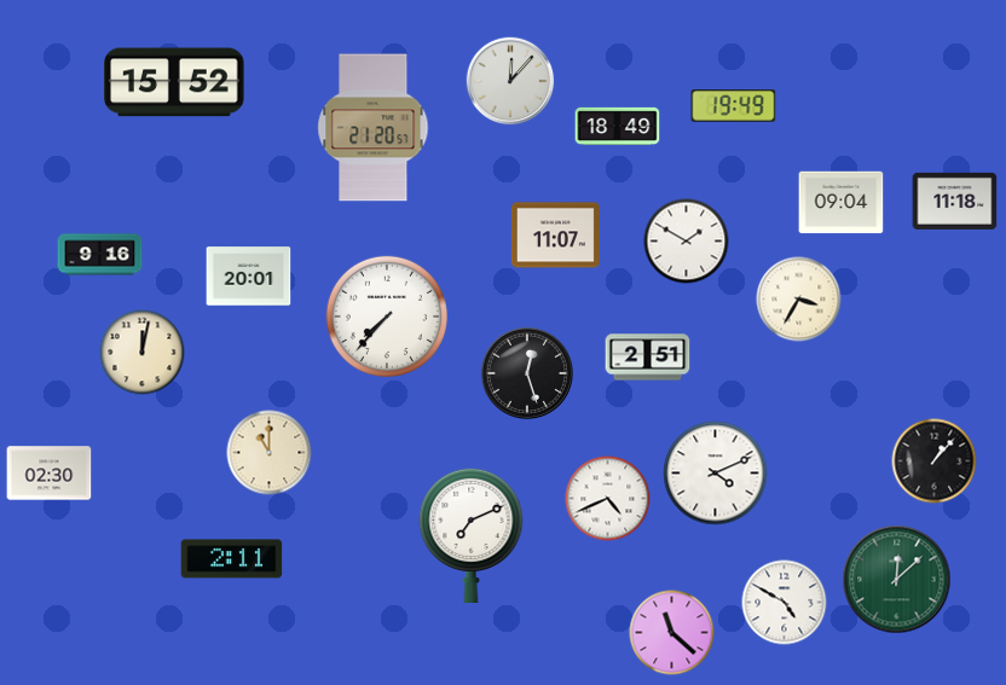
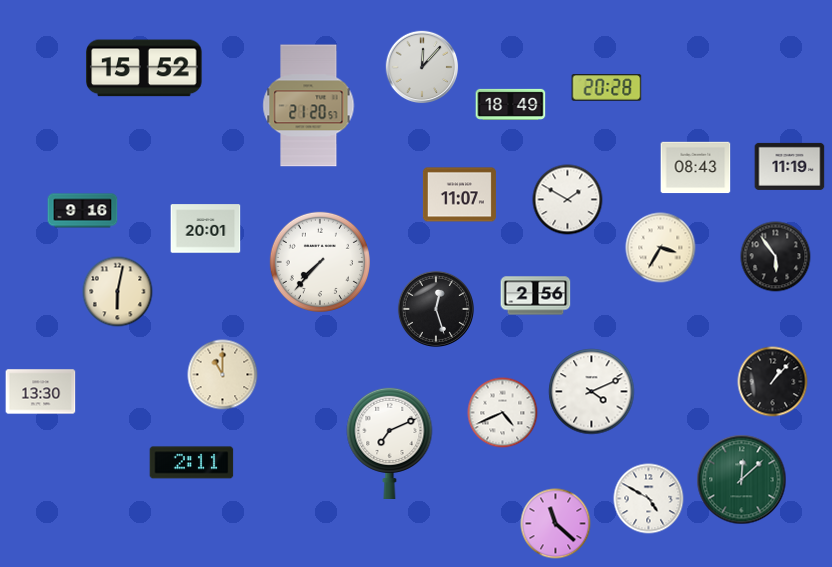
clock at (734, 106): 19:49 -> 20:28
clock at (955, 201): 11:18 -> 11:19
clock at (842, 203): 09:04 -> 08:43
clock at (776, 257): none -> 5:54
clock at (143, 353): 12:02 -> 6:02
clock at (648, 358): 2:51 -> 2:56
clock at (50, 474): 02:30 -> 13:30
